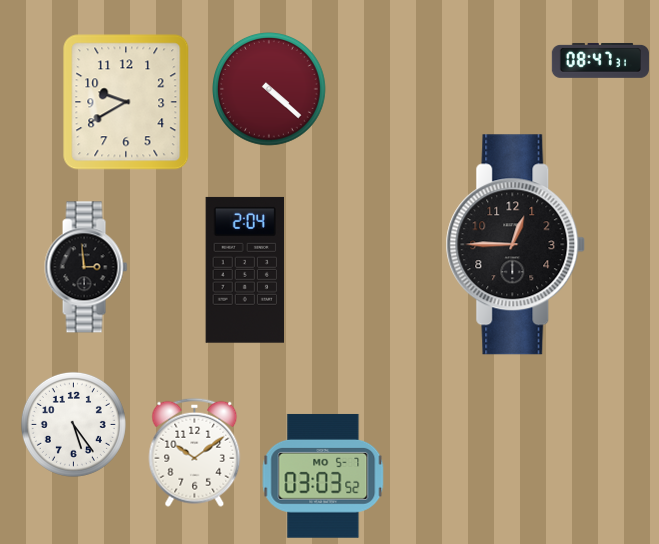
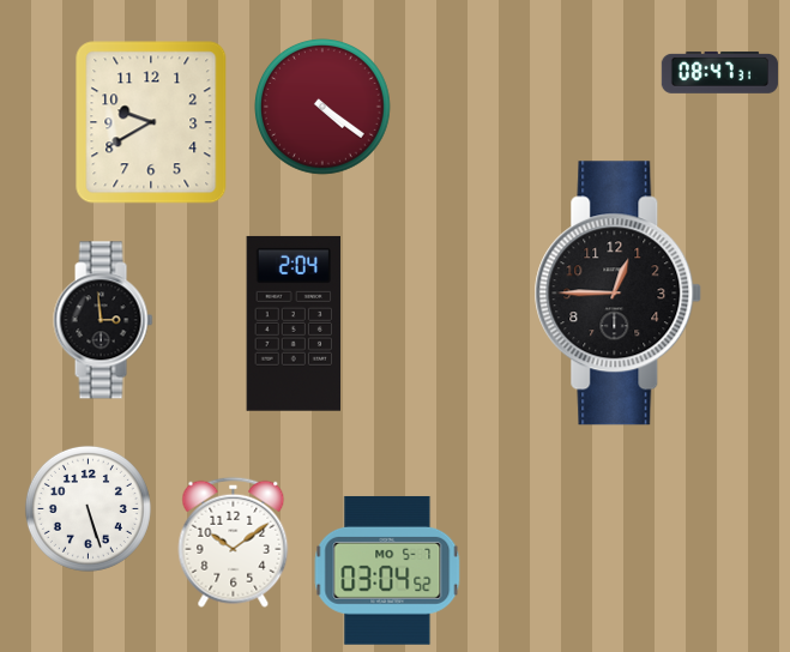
clock at (270, 90): 4:22 -> 4:21
clock at (73, 424): 5:24 -> 5:27
clock at (323, 476): 03:03 -> 03:04
